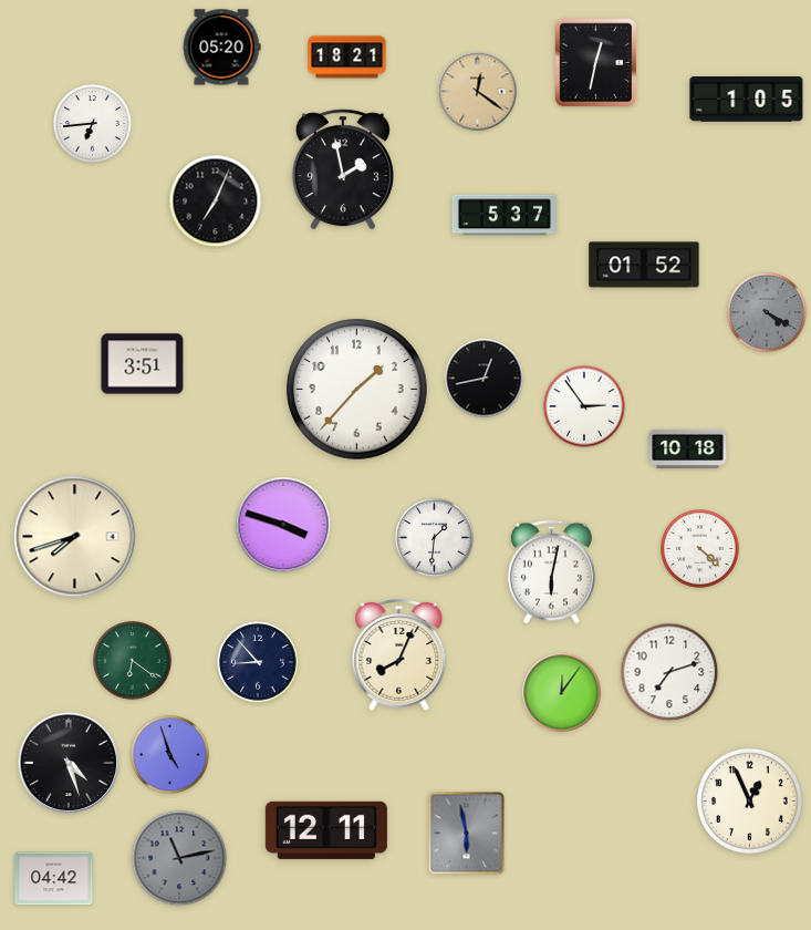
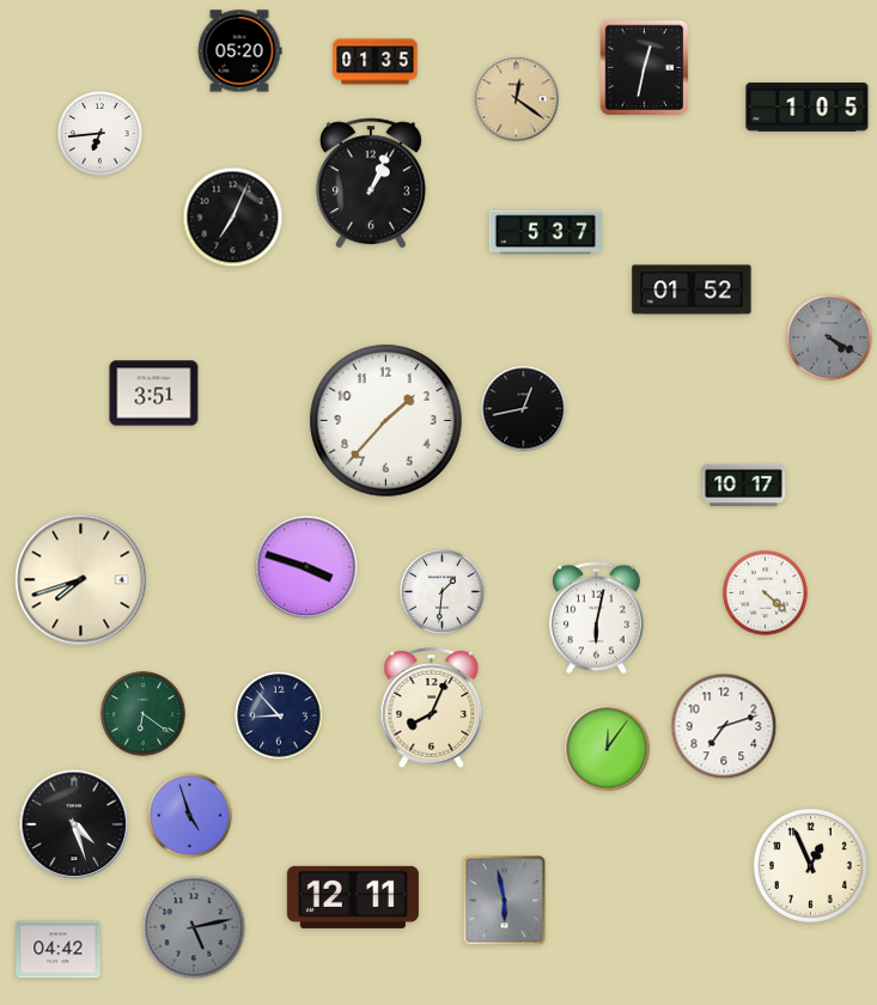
clock at (347, 58): 18:21 -> 01:35
clock at (343, 169): 1:58 -> 1:04
clock at (644, 265) position: (644, 265) -> (692, 290)
clock at (584, 406): 2:54 -> none
clock at (688, 448): 10:18 -> 10:17
clock at (435, 538) position: (435, 538) -> (443, 592)
clock at (700, 549) position: (700, 549) -> (766, 593)
clock at (170, 755) position: (170, 755) -> (190, 816)
clock at (179, 858): 11:13 -> 5:13
